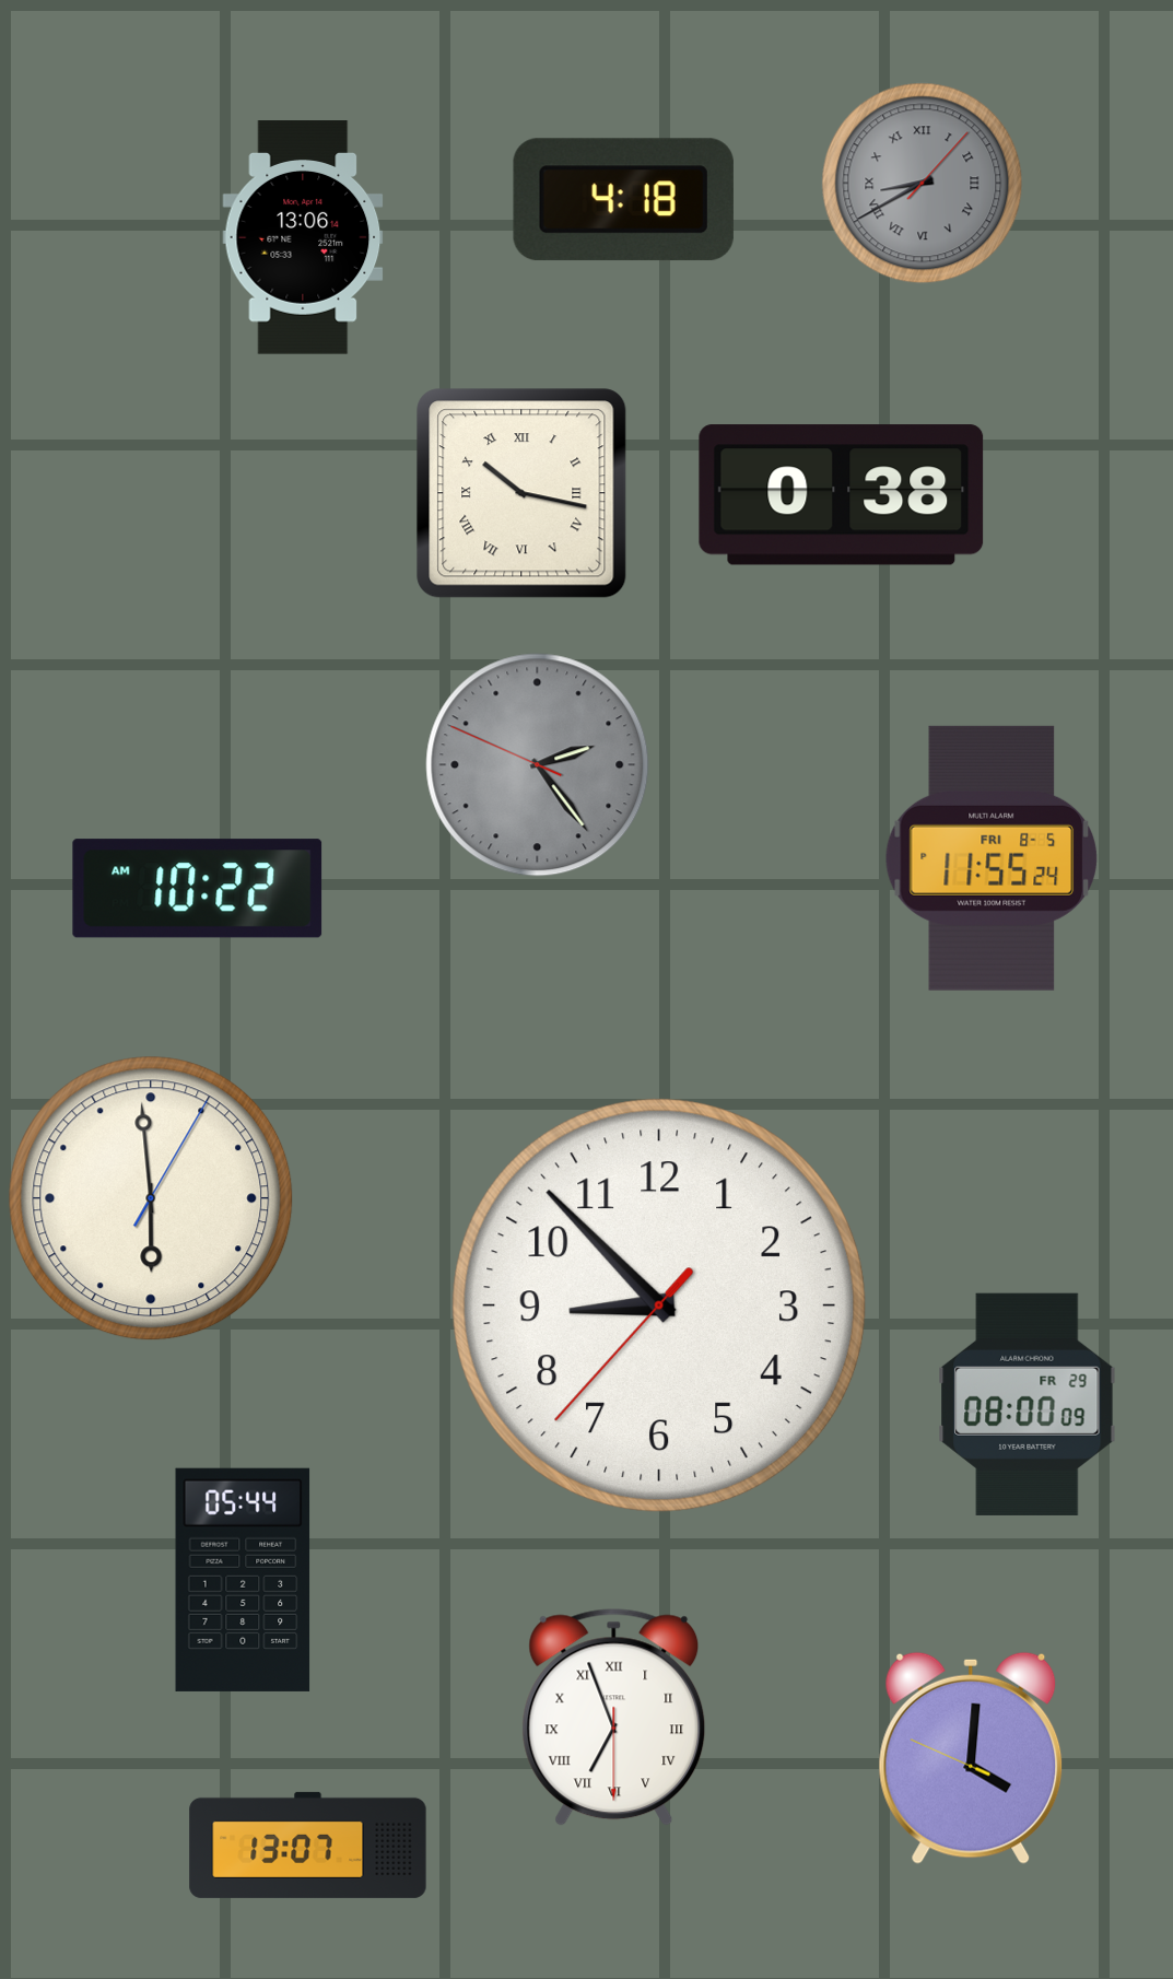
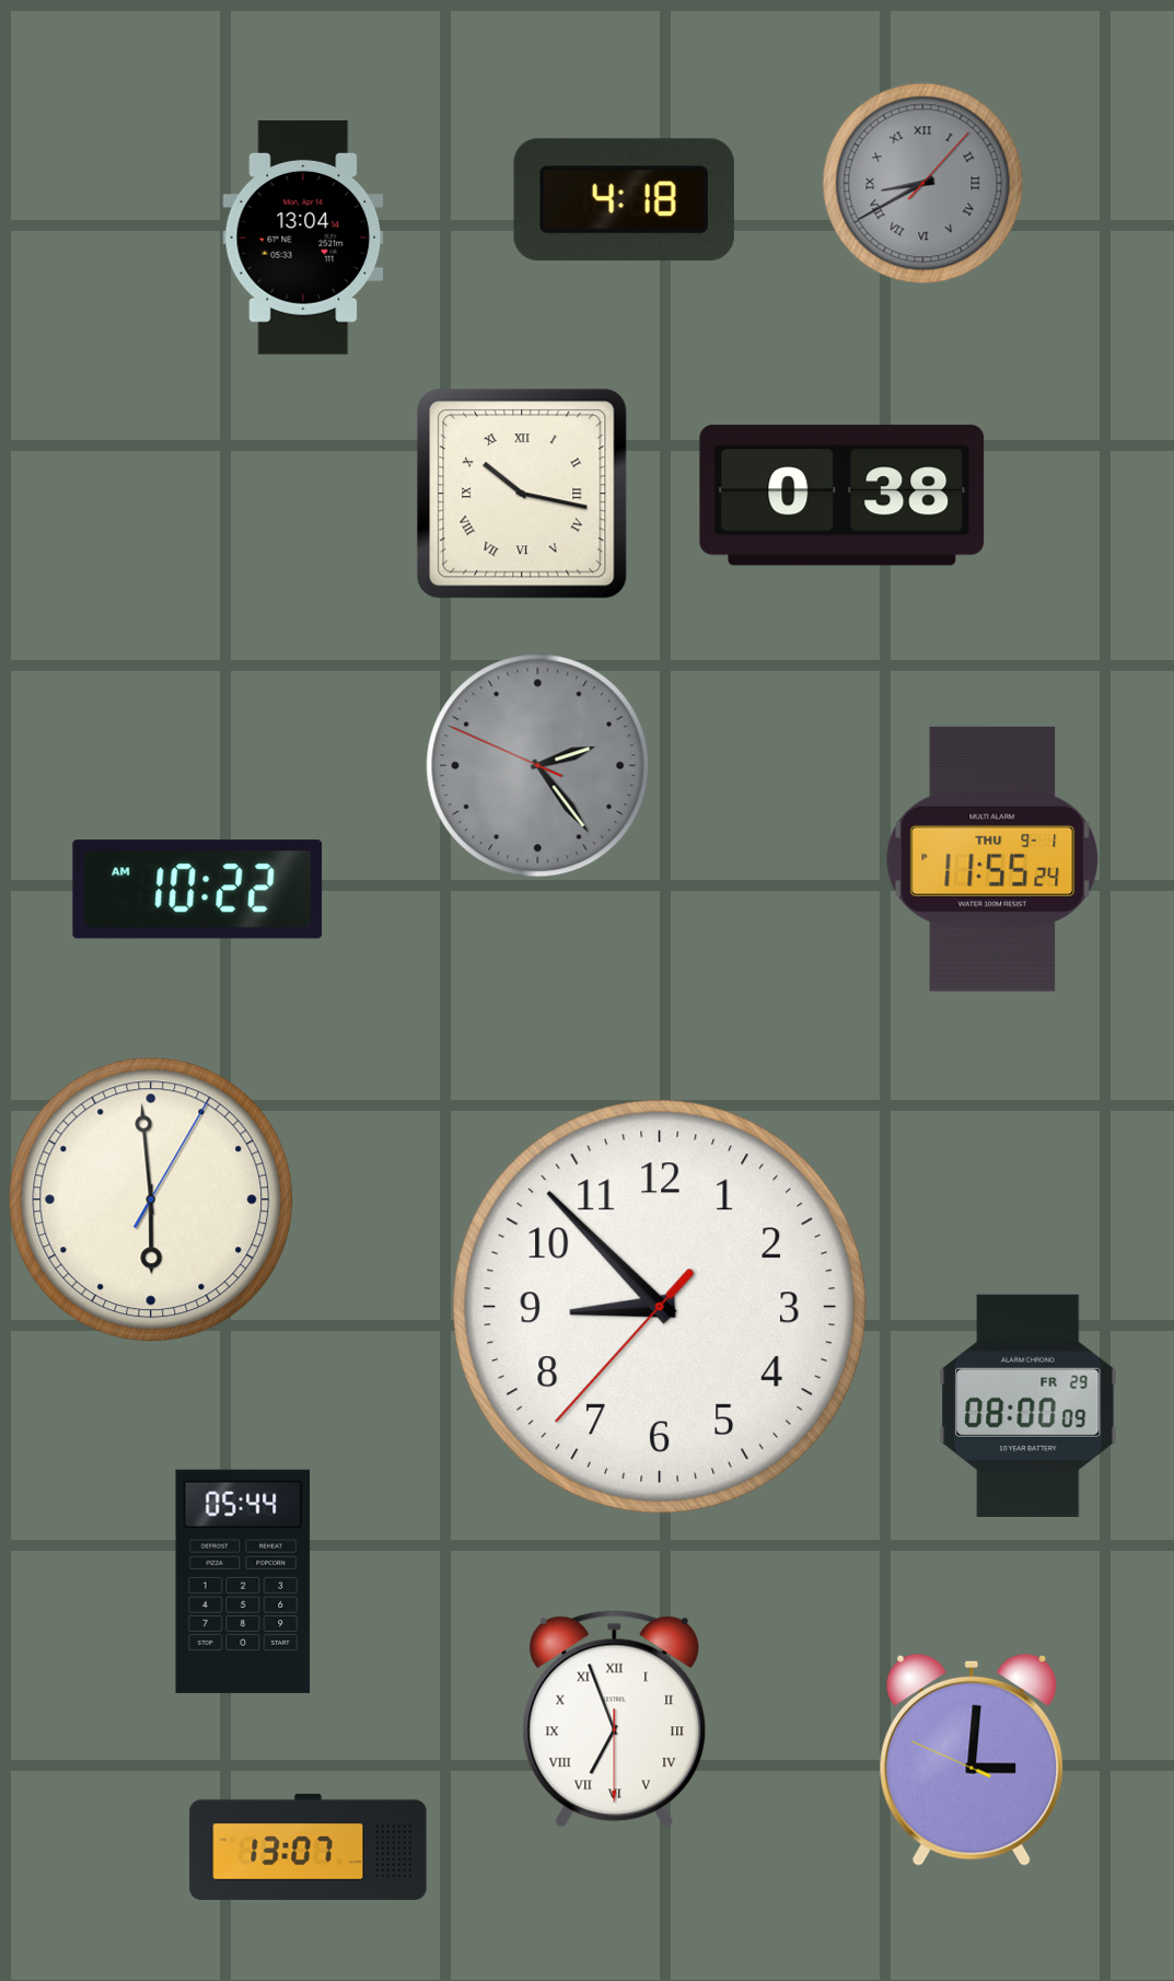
clock at (303, 237): 13:06 -> 13:04
clock at (990, 858) date: FRI 8-5 -> THU 9-1
clock at (971, 1758): 4:00 -> 3:00
